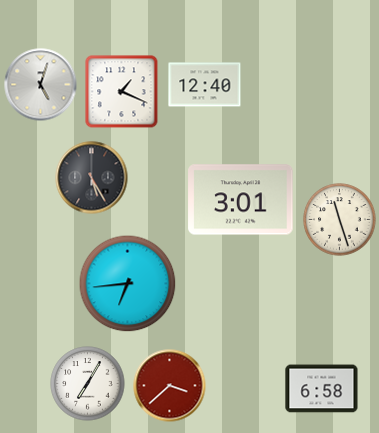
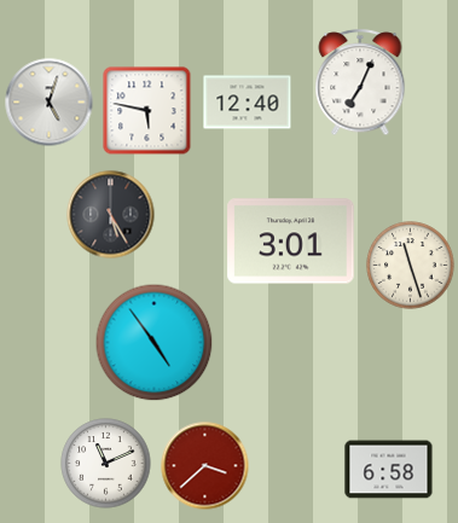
clock at (360, 83): none -> 7:04
clock at (122, 92): 1:19 -> 5:47
clock at (128, 284): 6:44 -> 4:54
clock at (88, 384): 7:05 -> 11:11
